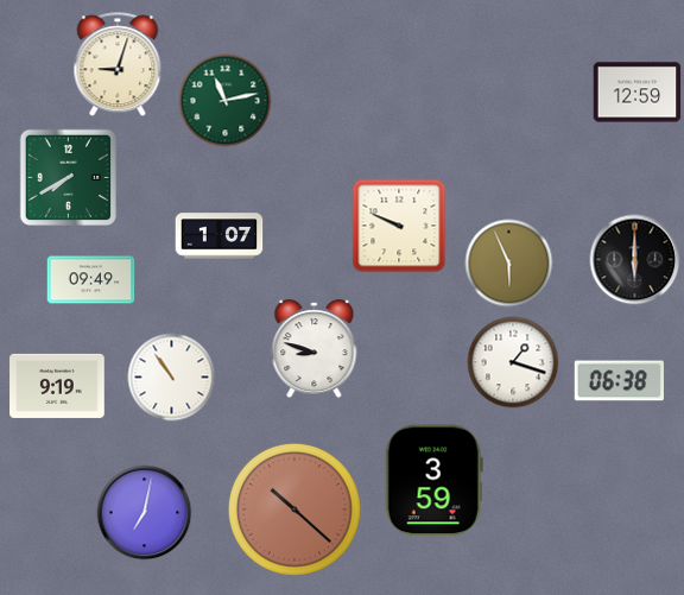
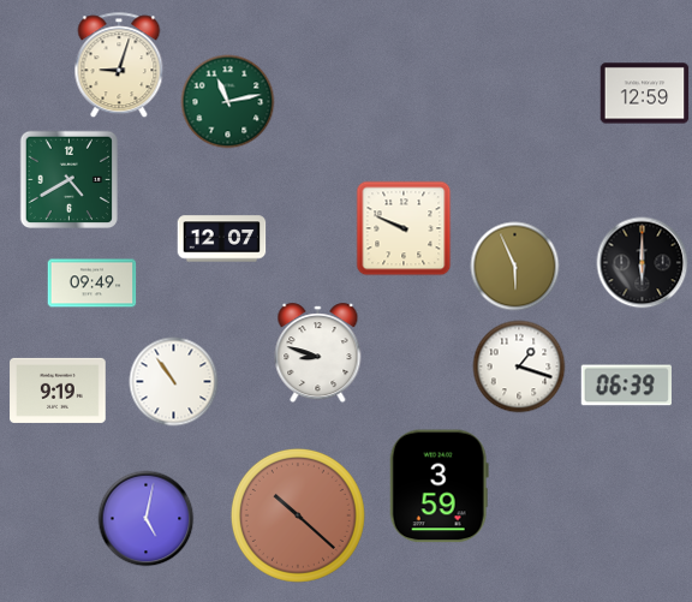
clock at (68, 177): 7:40 -> 4:40
clock at (220, 236): 1:07 -> 12:07
clock at (619, 381): 06:38 -> 06:39
clock at (145, 513): 7:02 -> 5:02
